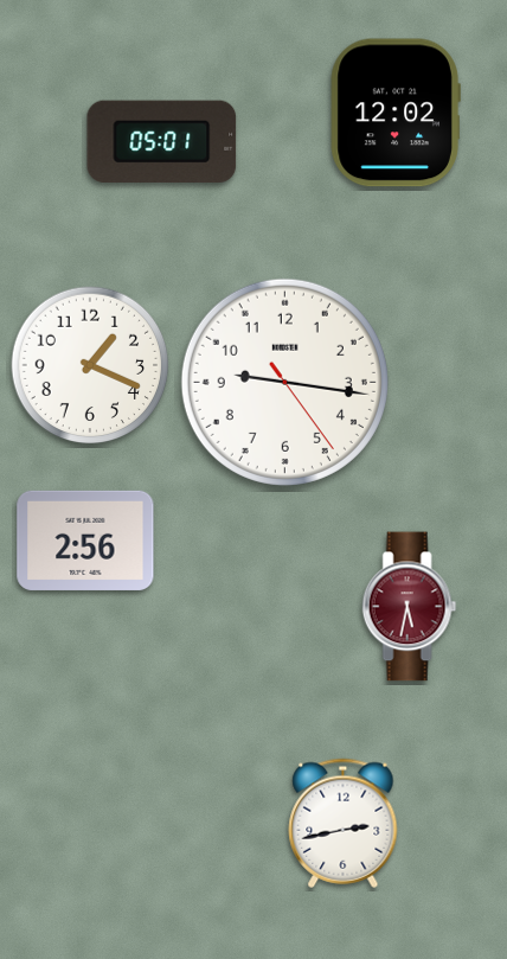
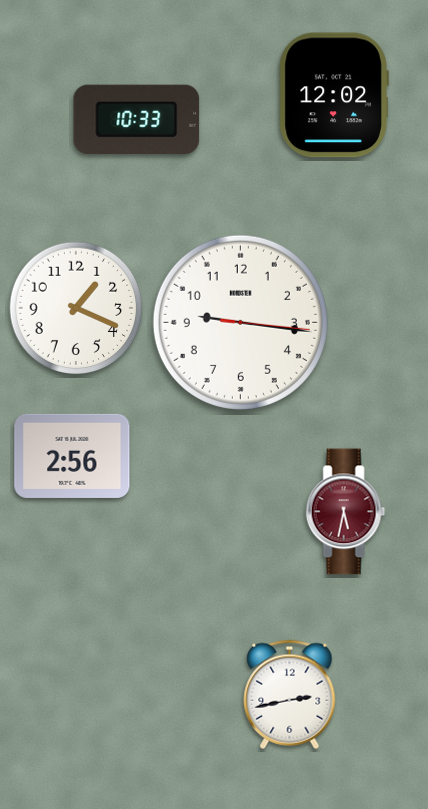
clock at (162, 141): 05:01 -> 10:33
clock at (284, 382): 9:16:24 -> 9:16:16
